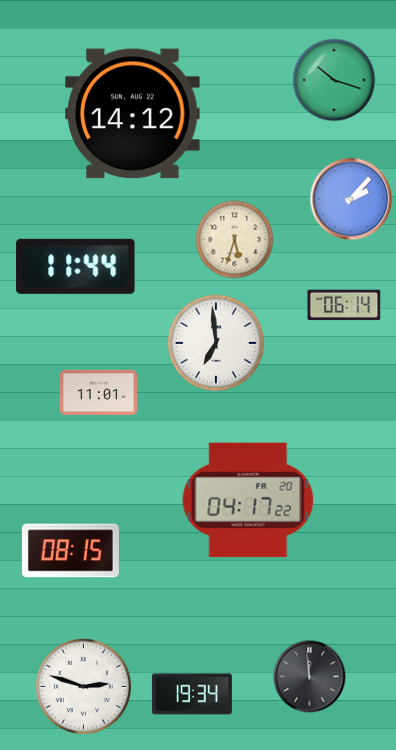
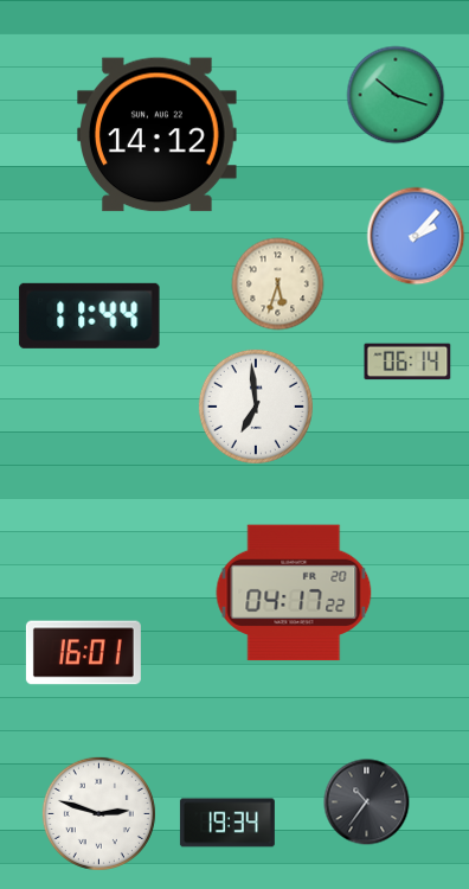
clock at (98, 392): 11:01 -> none
clock at (70, 551): 08:15 -> 16:01
clock at (310, 677): 11:59 -> 10:36
